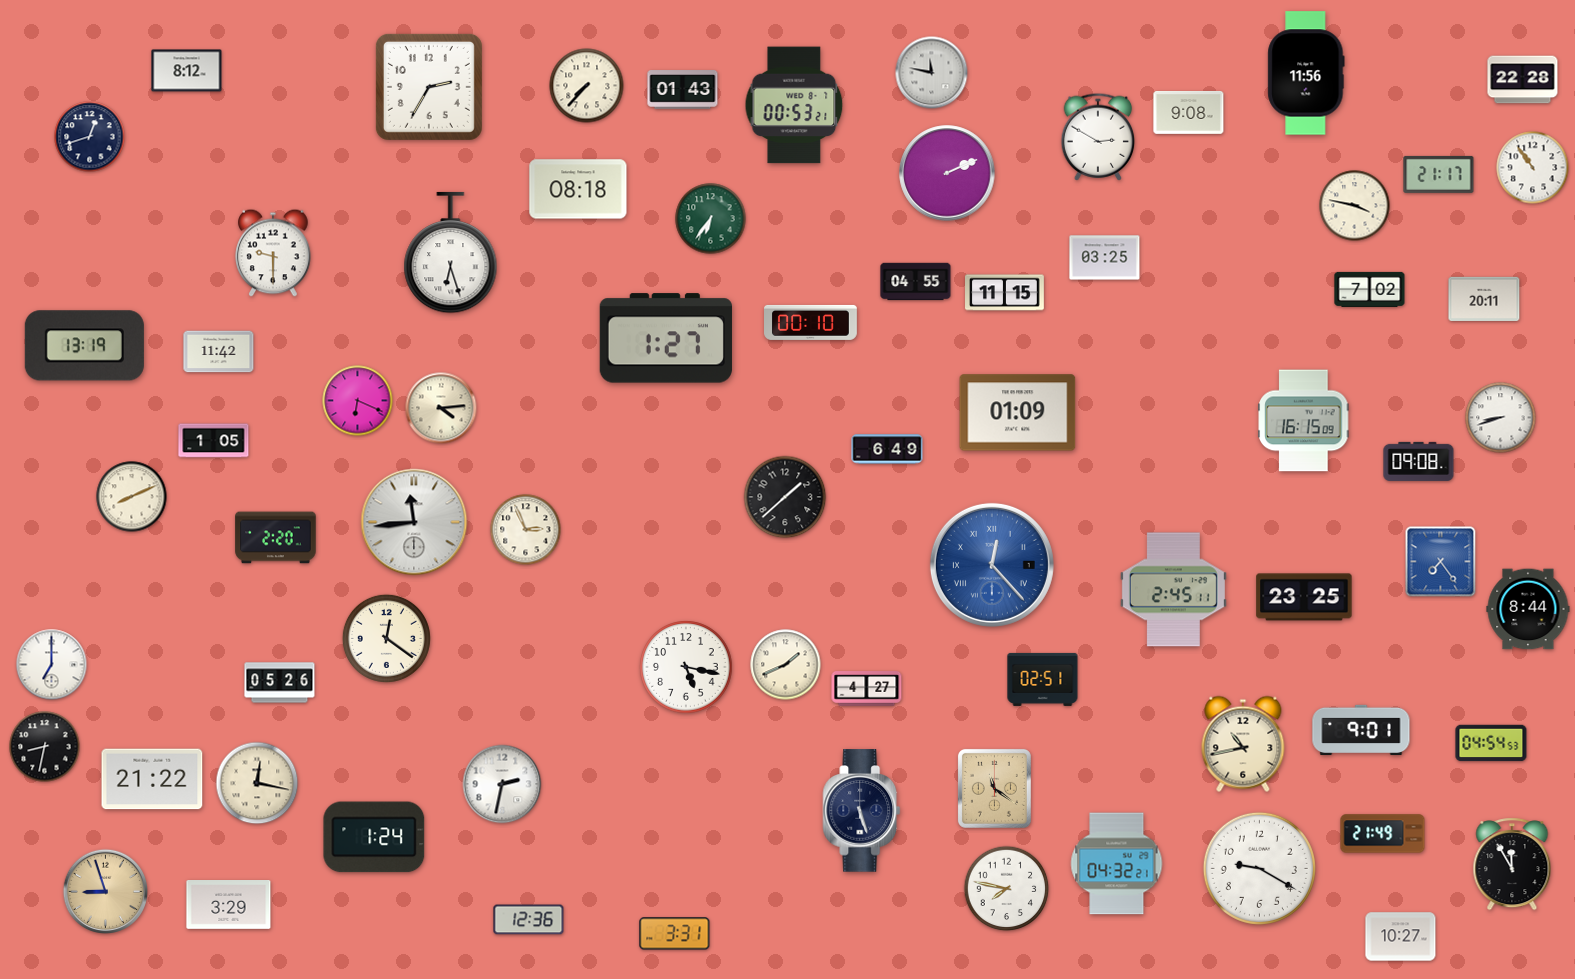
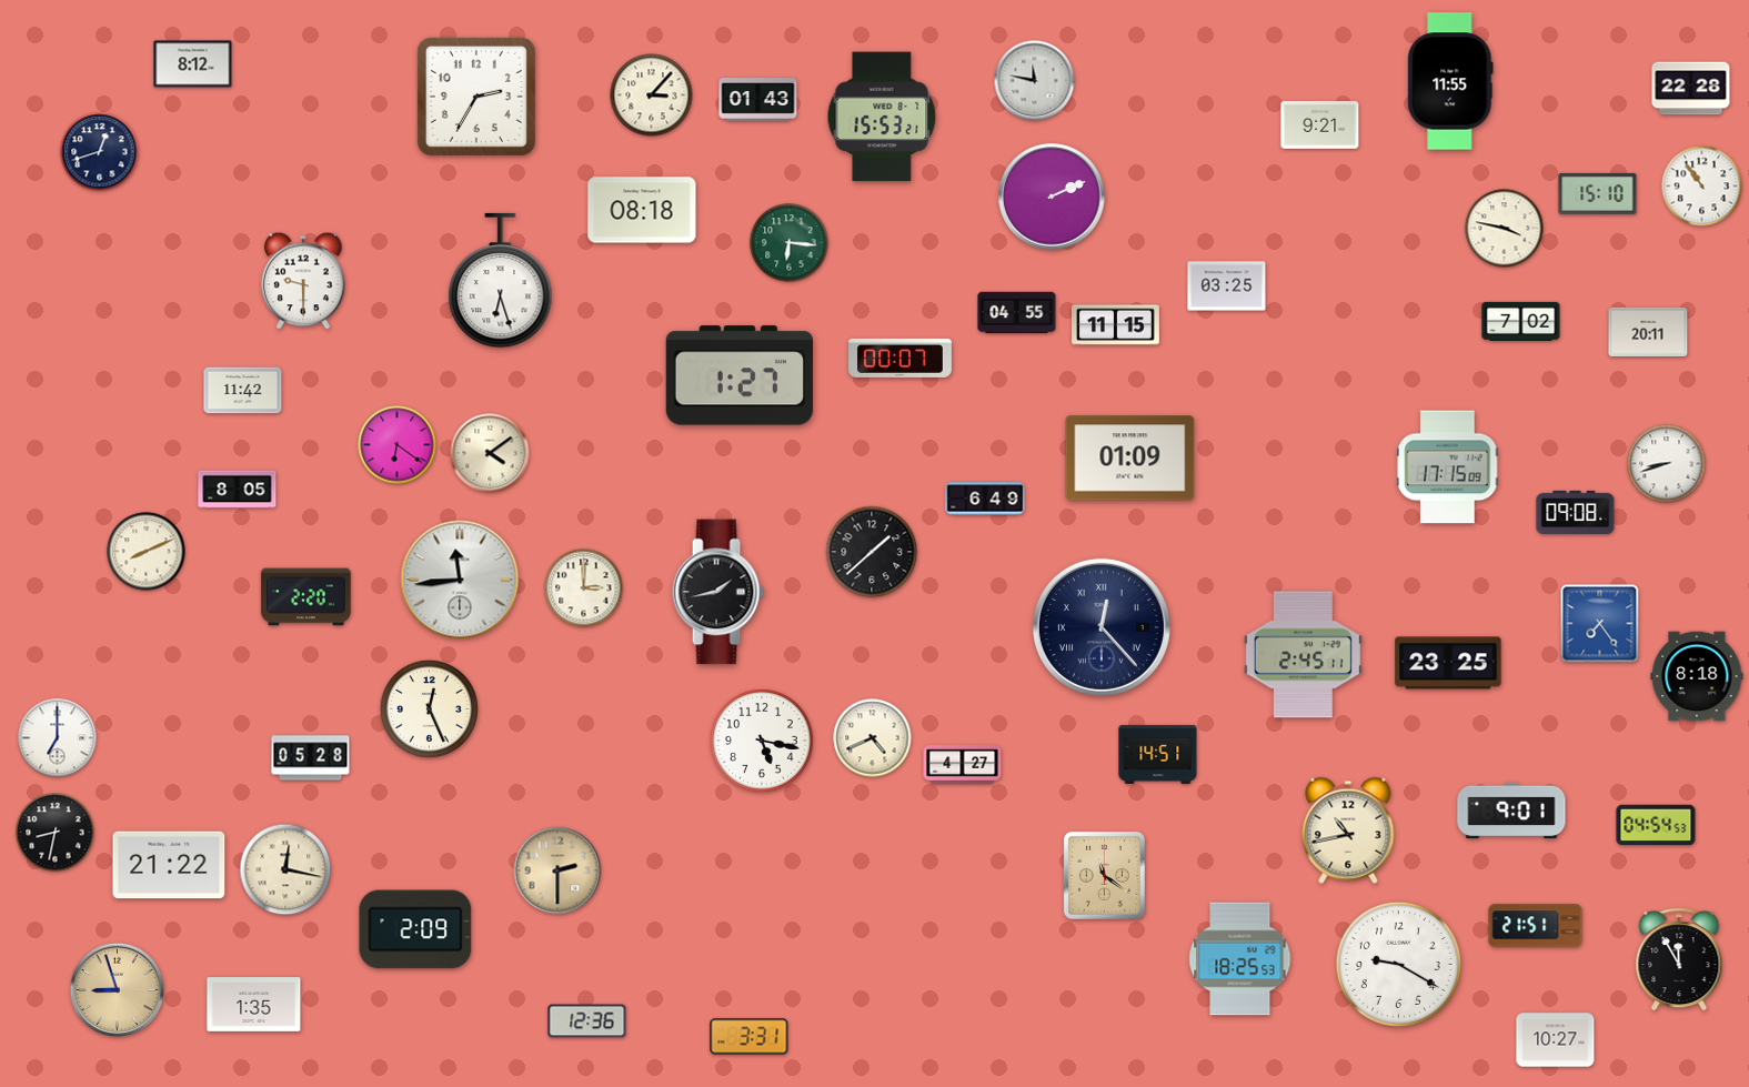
clock at (187, 71) position: (187, 71) -> (193, 64)
clock at (1306, 73): 11:56 -> 11:55
clock at (587, 86): 7:37 -> 3:07
clock at (794, 105): 00:53 -> 15:53
clock at (1189, 112): 9:08 -> 9:21
clock at (1098, 137): 2:50 -> none
clock at (947, 173) position: (947, 173) -> (1052, 197)
clock at (1439, 174): 21:17 -> 15:10
clock at (711, 219): 6:36 -> 6:16
clock at (811, 322): 00:10 -> 00:07
clock at (84, 346): 13:19 -> none
clock at (358, 401): 6:19 -> 6:21
clock at (441, 408): 4:14 -> 4:09
clock at (1304, 421): 16:15 -> 17:15
clock at (214, 441): 1:05 -> 8:05
clock at (526, 530): 2:56 -> 3:00
clock at (718, 592): none -> 1:43
clock at (992, 565) dial: blue -> navy
clock at (1528, 609): 8:44 -> 8:18
clock at (386, 638): 12:21 -> 12:26
clock at (786, 665): 1:41 -> 4:41
clock at (1043, 679): 02:51 -> 14:51
clock at (280, 683): 05:26 -> 05:28
clock at (1243, 744) position: (1243, 744) -> (1348, 831)
clock at (45, 747) position: (45, 747) -> (56, 833)
clock at (502, 784): 2:32 -> 2:30
clock at (502, 784) dial: white -> champagne
clock at (862, 811): 5:27 -> none
clock at (1383, 834): 21:49 -> 21:51
clock at (374, 837): 1:24 -> 2:09
clock at (1117, 864): 04:32 -> 18:25
clock at (1007, 889): 7:47 -> none
clock at (229, 905): 3:29 -> 1:35
